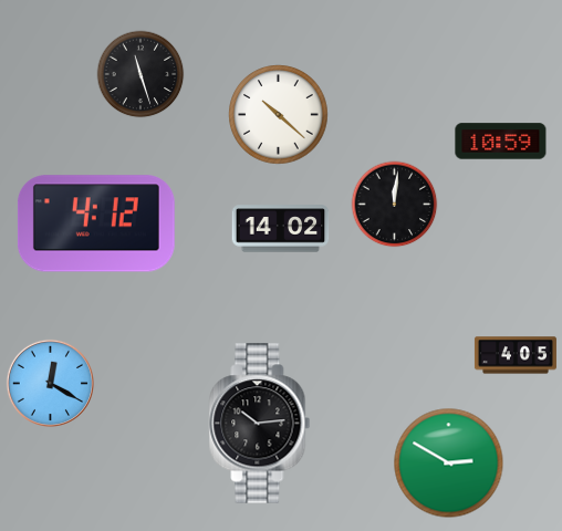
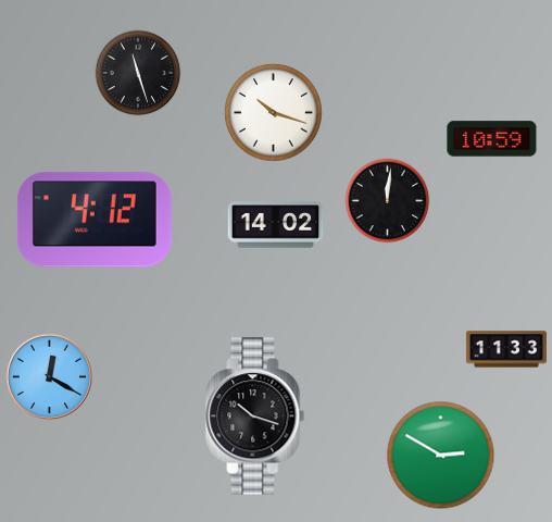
clock at (279, 115): 10:22 -> 10:18
clock at (516, 355): 4:05 -> 11:33
clock at (260, 424): 10:14 -> 10:18
